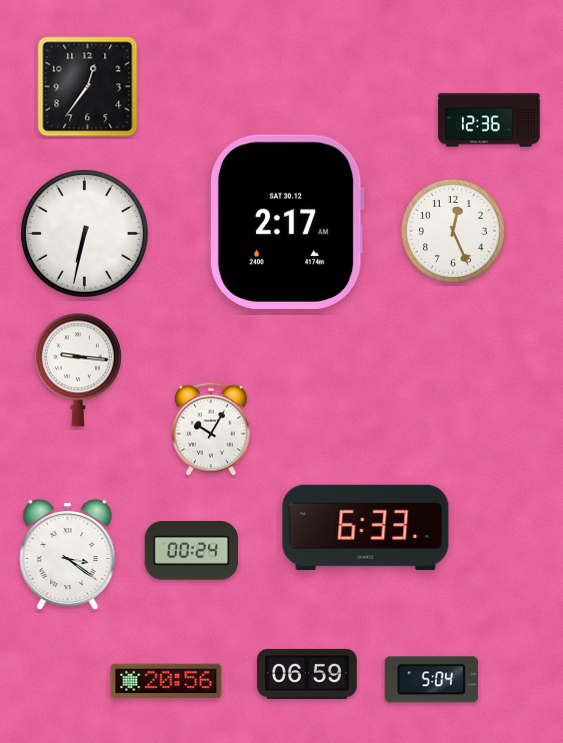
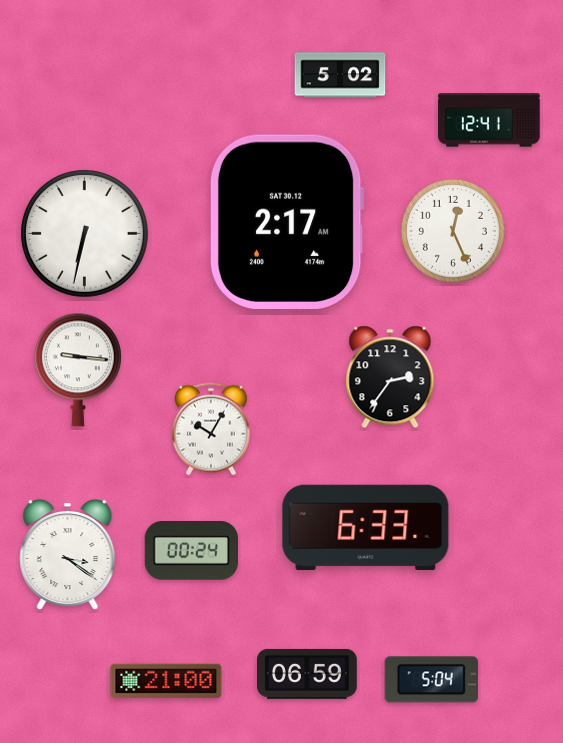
clock at (340, 75): none -> 5:02
clock at (88, 87): 12:36 -> none
clock at (489, 120): 12:36 -> 12:41
clock at (390, 377): none -> 2:36
clock at (166, 681): 20:56 -> 21:00
